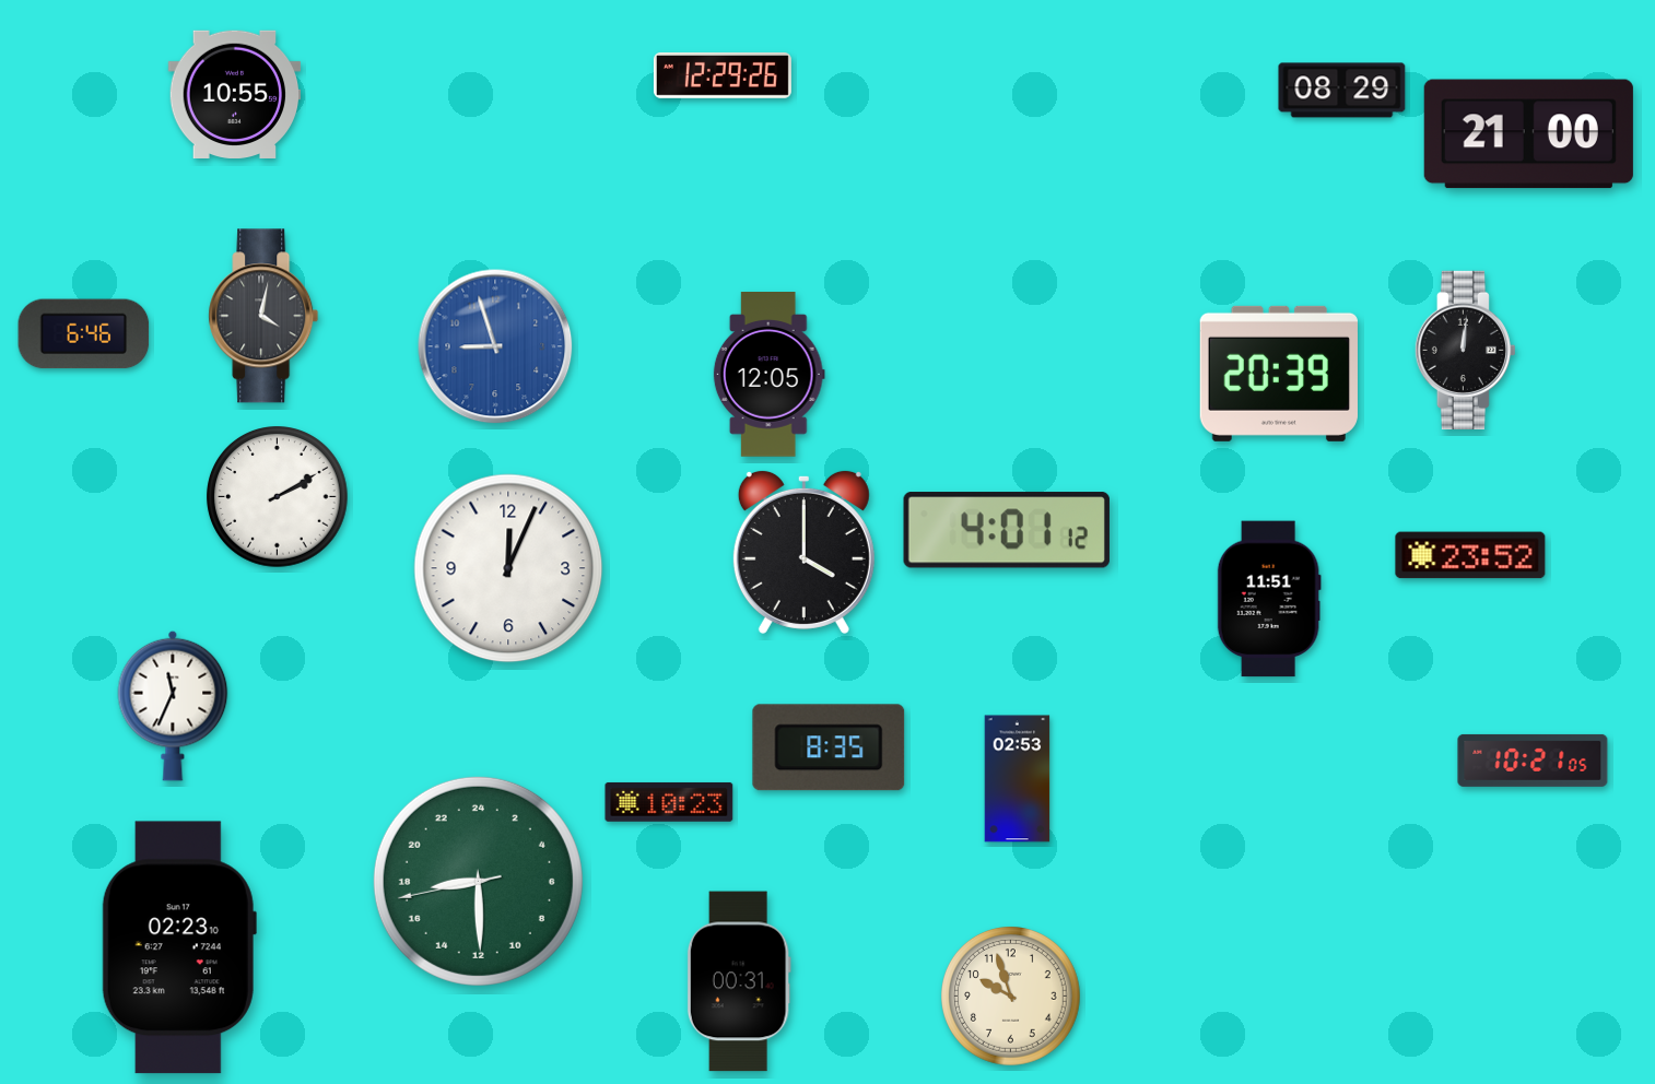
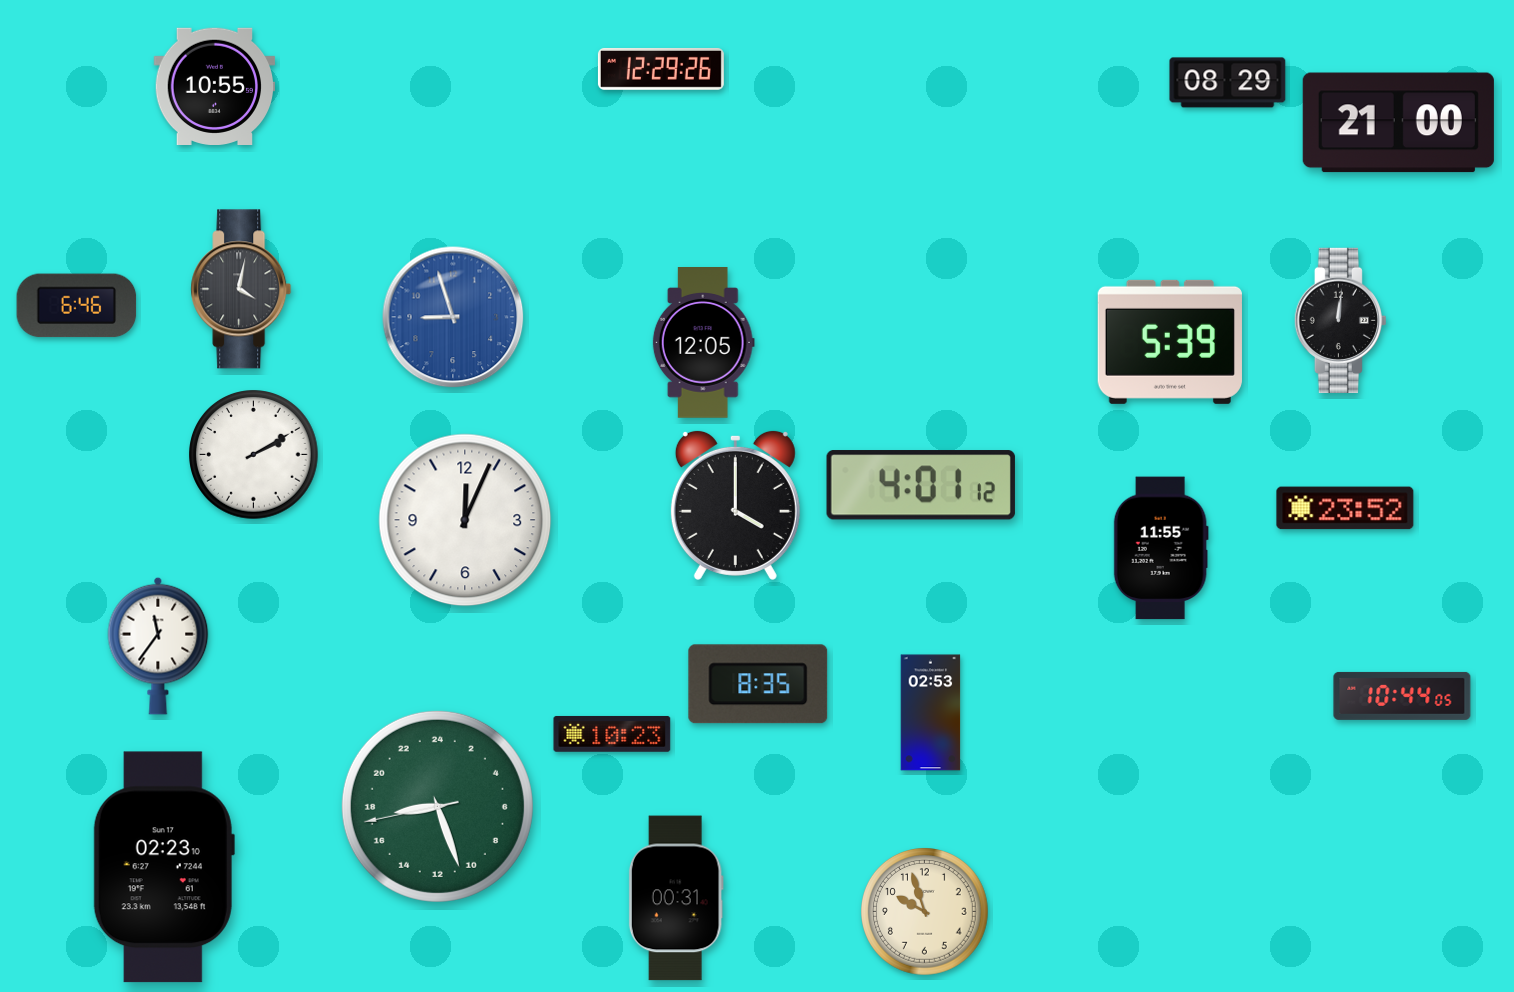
clock at (1279, 374): 20:39 -> 5:39
clock at (1269, 599): 11:51 -> 11:55
clock at (173, 706): 11:34 -> 11:36
clock at (1533, 761): 10:21 -> 10:44
clock at (478, 881): 17:29 -> 17:26
